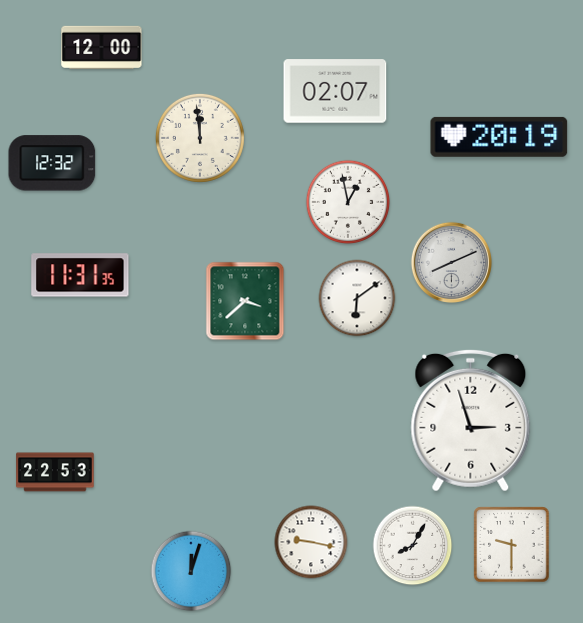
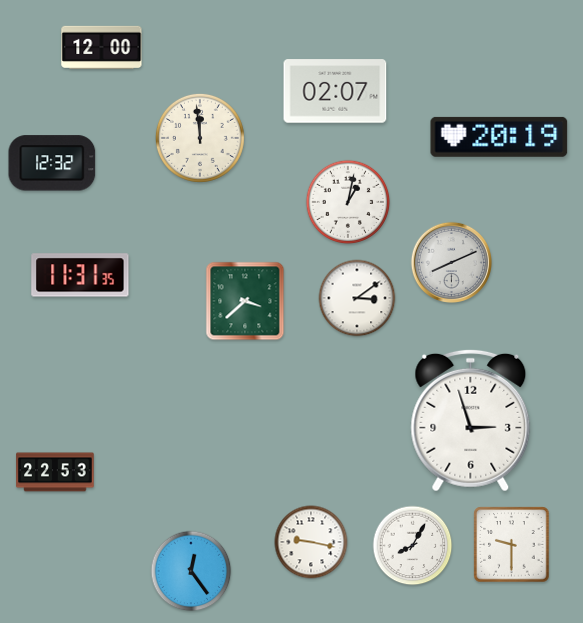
clock at (348, 202): 12:58 -> 1:02
clock at (357, 298): 6:09 -> 3:09
clock at (191, 571): 12:03 -> 12:24
